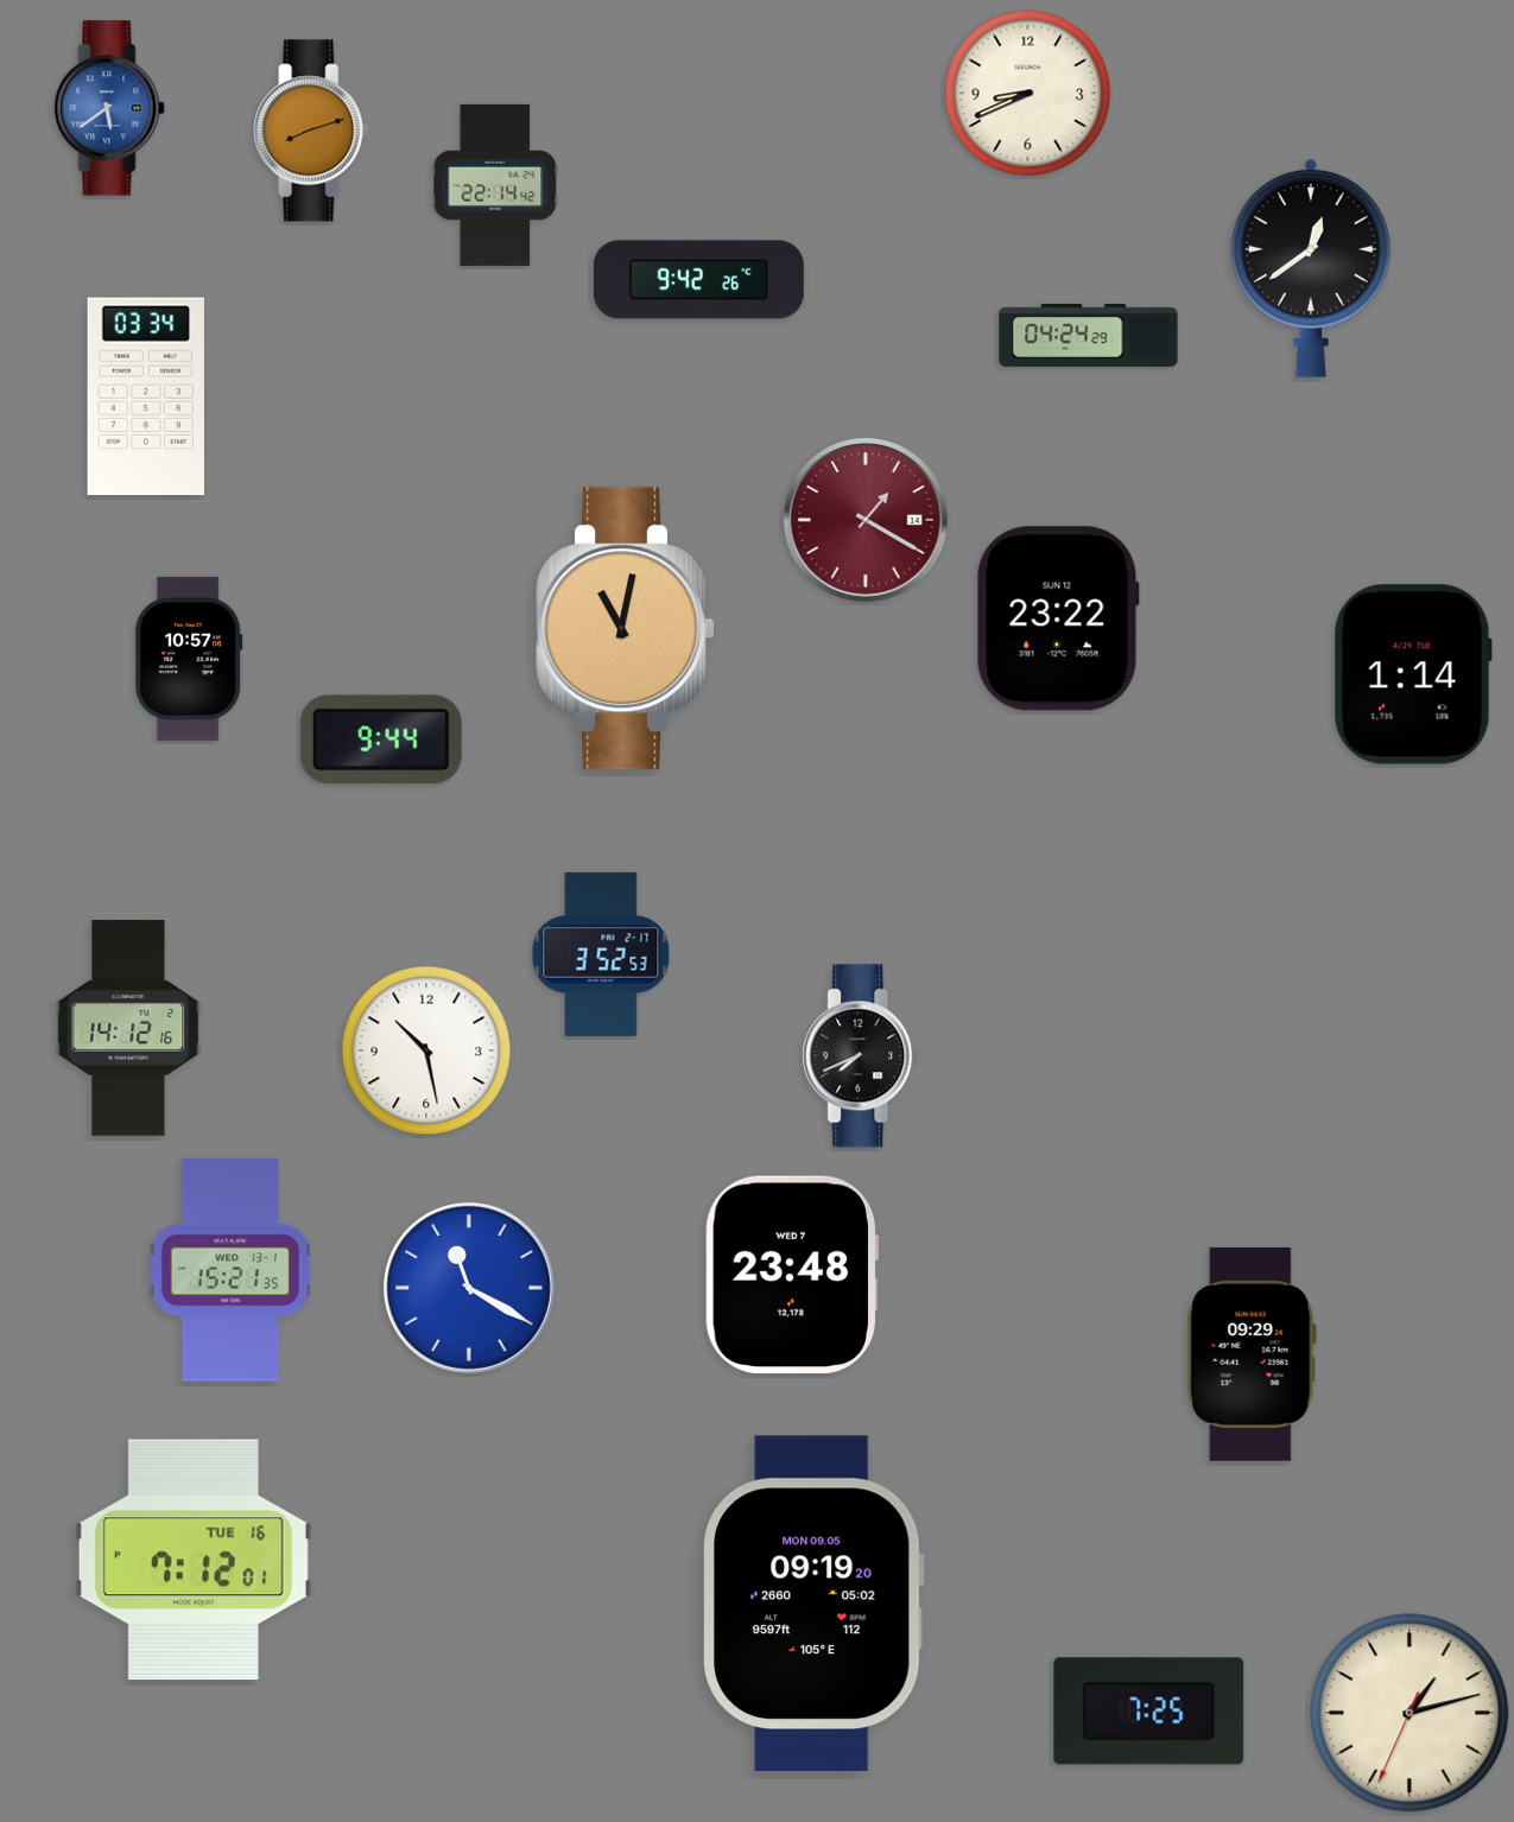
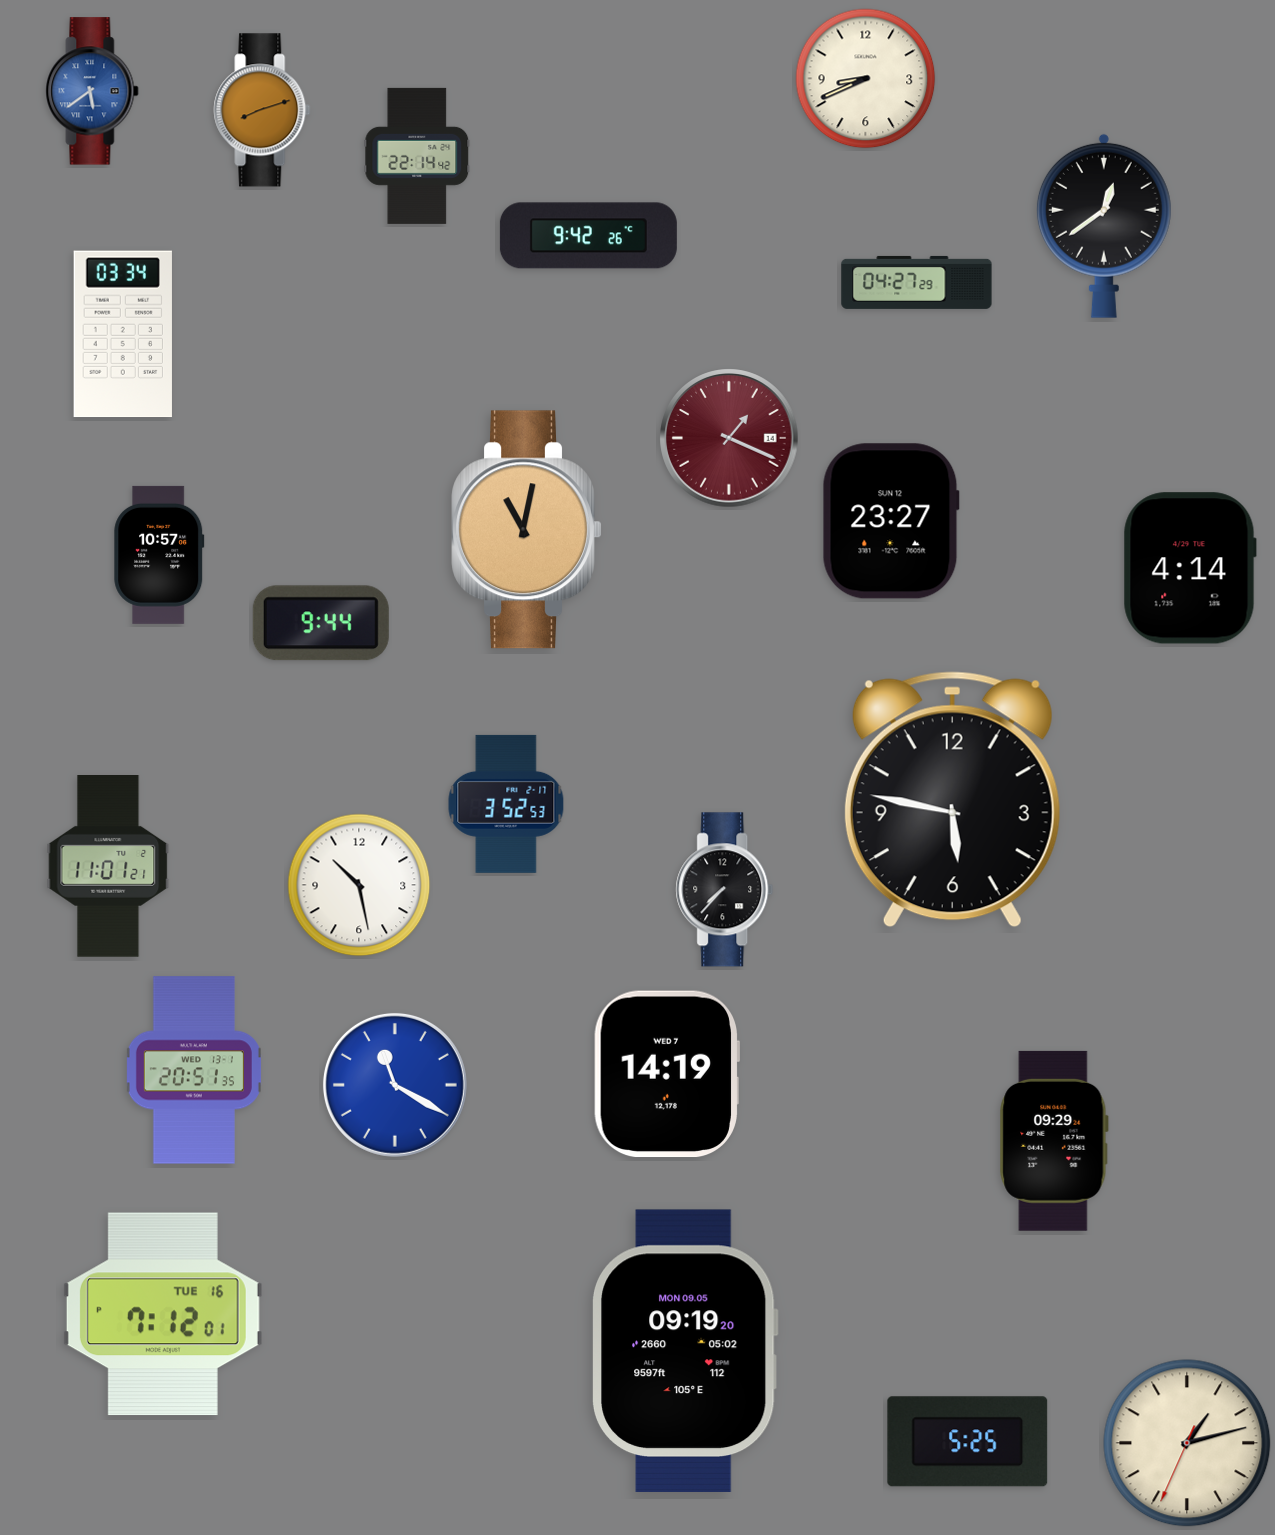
clock at (1089, 335): 04:24 -> 04:27
clock at (866, 520): 1:20 -> 1:19
clock at (1058, 618): 23:22 -> 23:27
clock at (1413, 674): 1:14 -> 4:14
clock at (952, 800): none -> 5:47
clock at (128, 1029): 14:12 -> 11:01
clock at (861, 1056): 7:41 -> 7:37
clock at (230, 1270): 15:21 -> 20:51
clock at (791, 1275): 23:48 -> 14:19
clock at (1149, 1712): 7:25 -> 5:25
